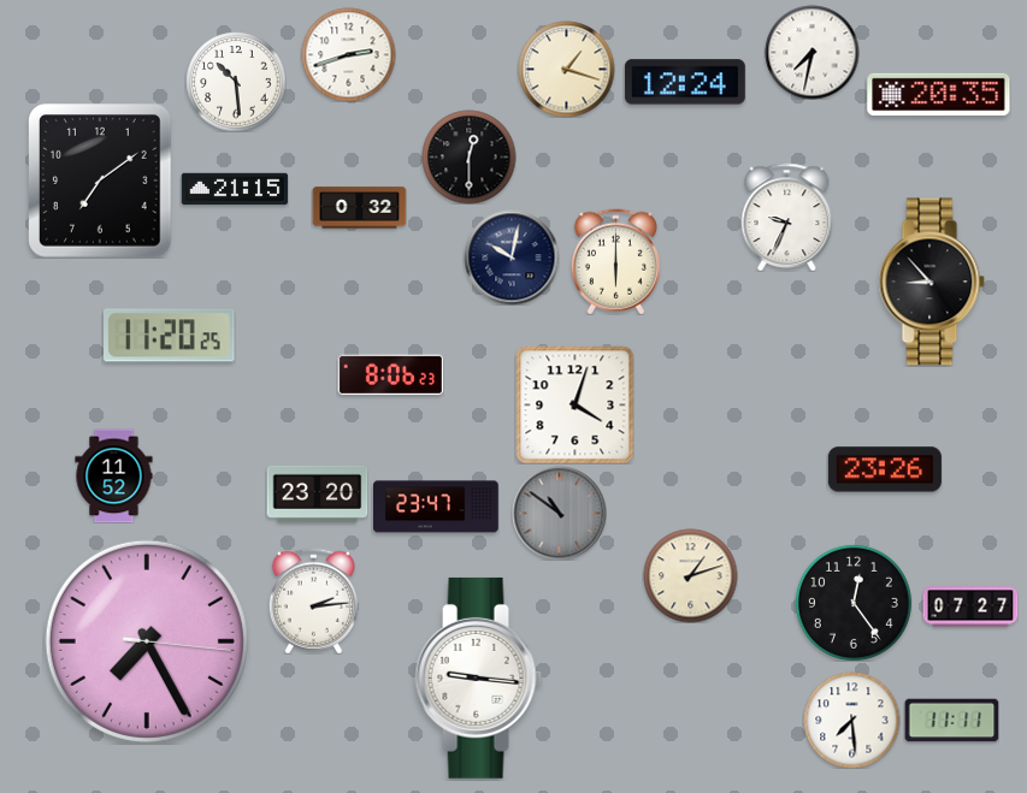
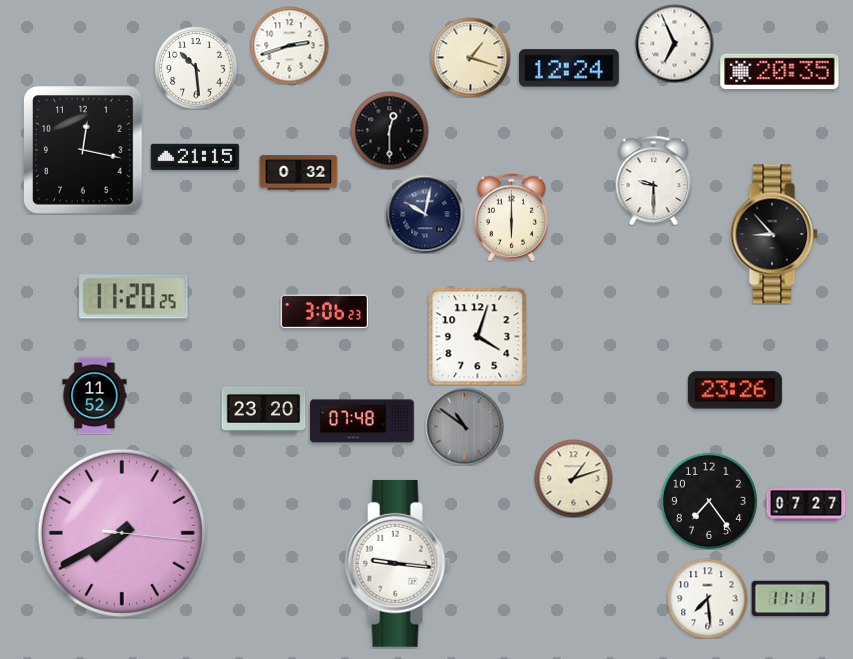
clock at (811, 52): 7:32 -> 6:56
clock at (939, 94) position: (939, 94) -> (780, 71)
clock at (101, 181): 7:09 -> 12:17
clock at (787, 217): 9:34 -> 9:30
clock at (170, 336) position: (170, 336) -> (134, 297)
clock at (390, 375): 8:06 -> 3:06
clock at (436, 507): 23:47 -> 07:48
clock at (313, 600): 2:14 -> none
clock at (854, 603): 12:24 -> 7:24
clock at (147, 641): 7:25 -> 7:40
